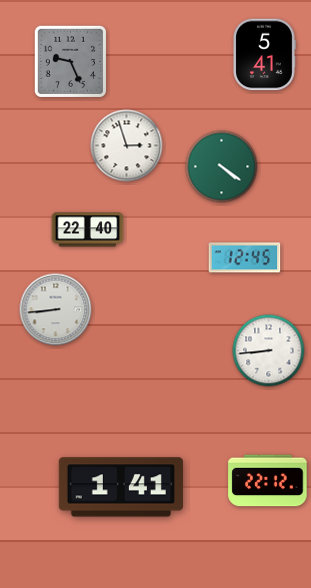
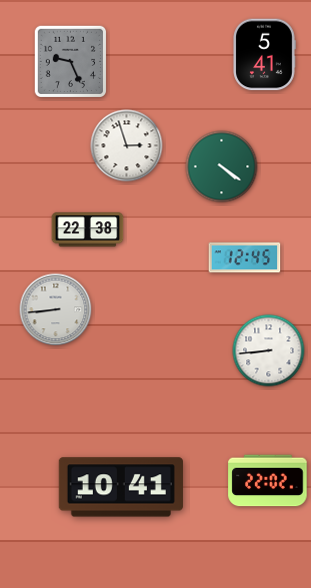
clock at (88, 230): 22:40 -> 22:38
clock at (268, 481): 22:12 -> 22:02
clock at (121, 487): 1:41 -> 10:41
